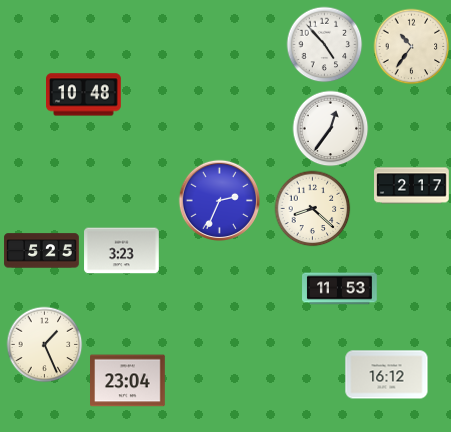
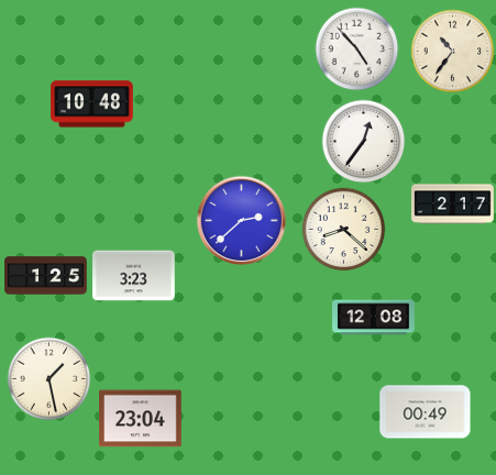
clock at (220, 201): 2:34 -> 2:38
clock at (42, 251): 5:25 -> 1:25
clock at (340, 289): 11:53 -> 12:08
clock at (45, 345): 1:26 -> 1:28
clock at (387, 375): 16:12 -> 00:49
